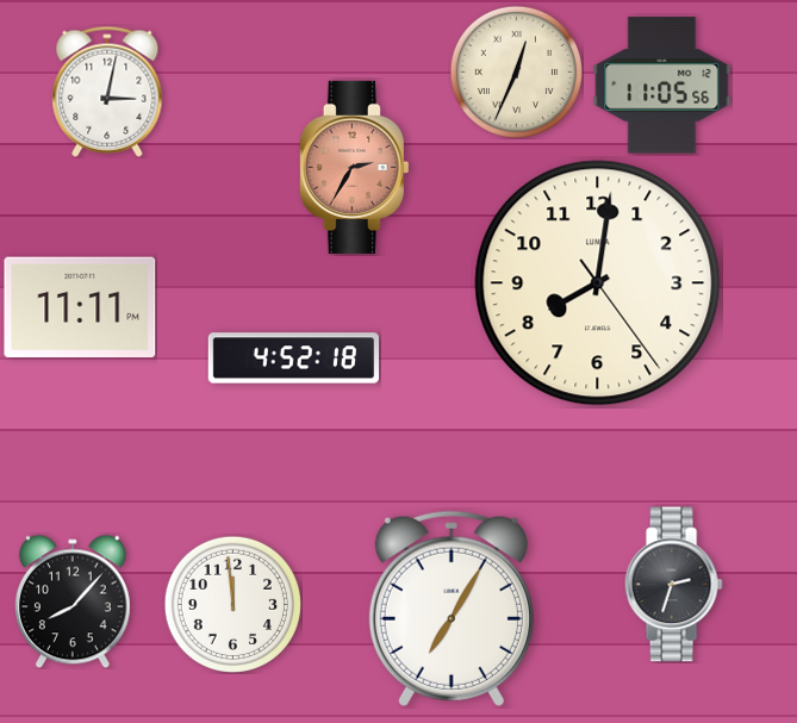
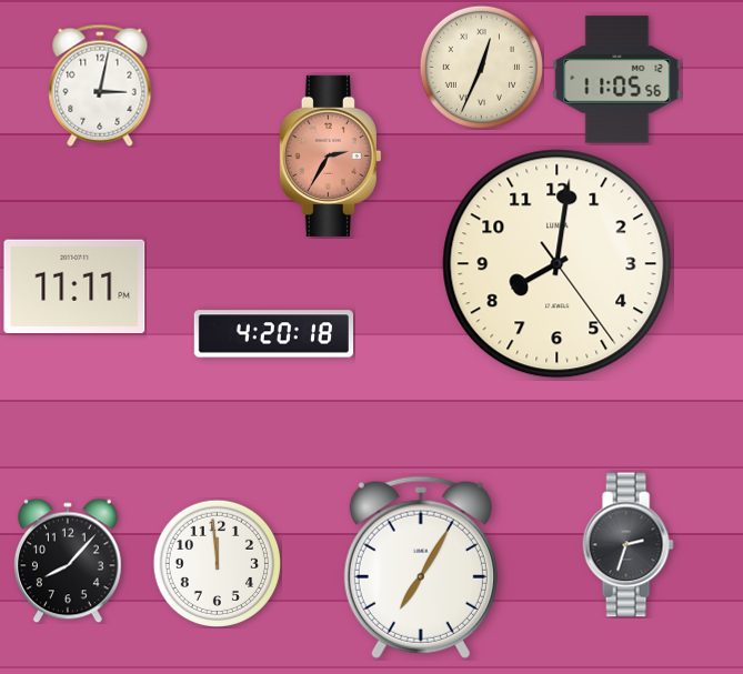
clock at (293, 359): 4:52 -> 4:20
